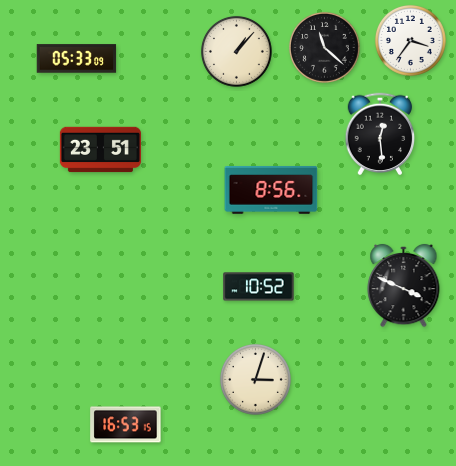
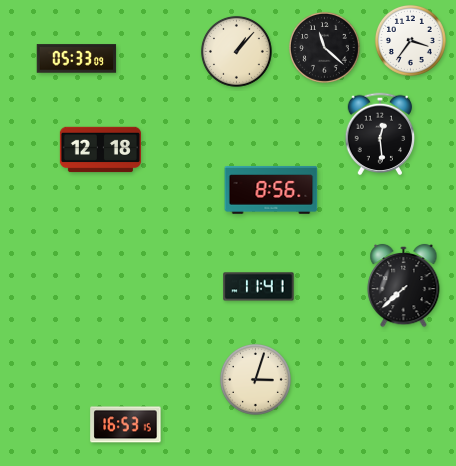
clock at (100, 150): 23:51 -> 12:18
clock at (404, 286): 3:49 -> 7:38
clock at (259, 287): 10:52 -> 11:41
